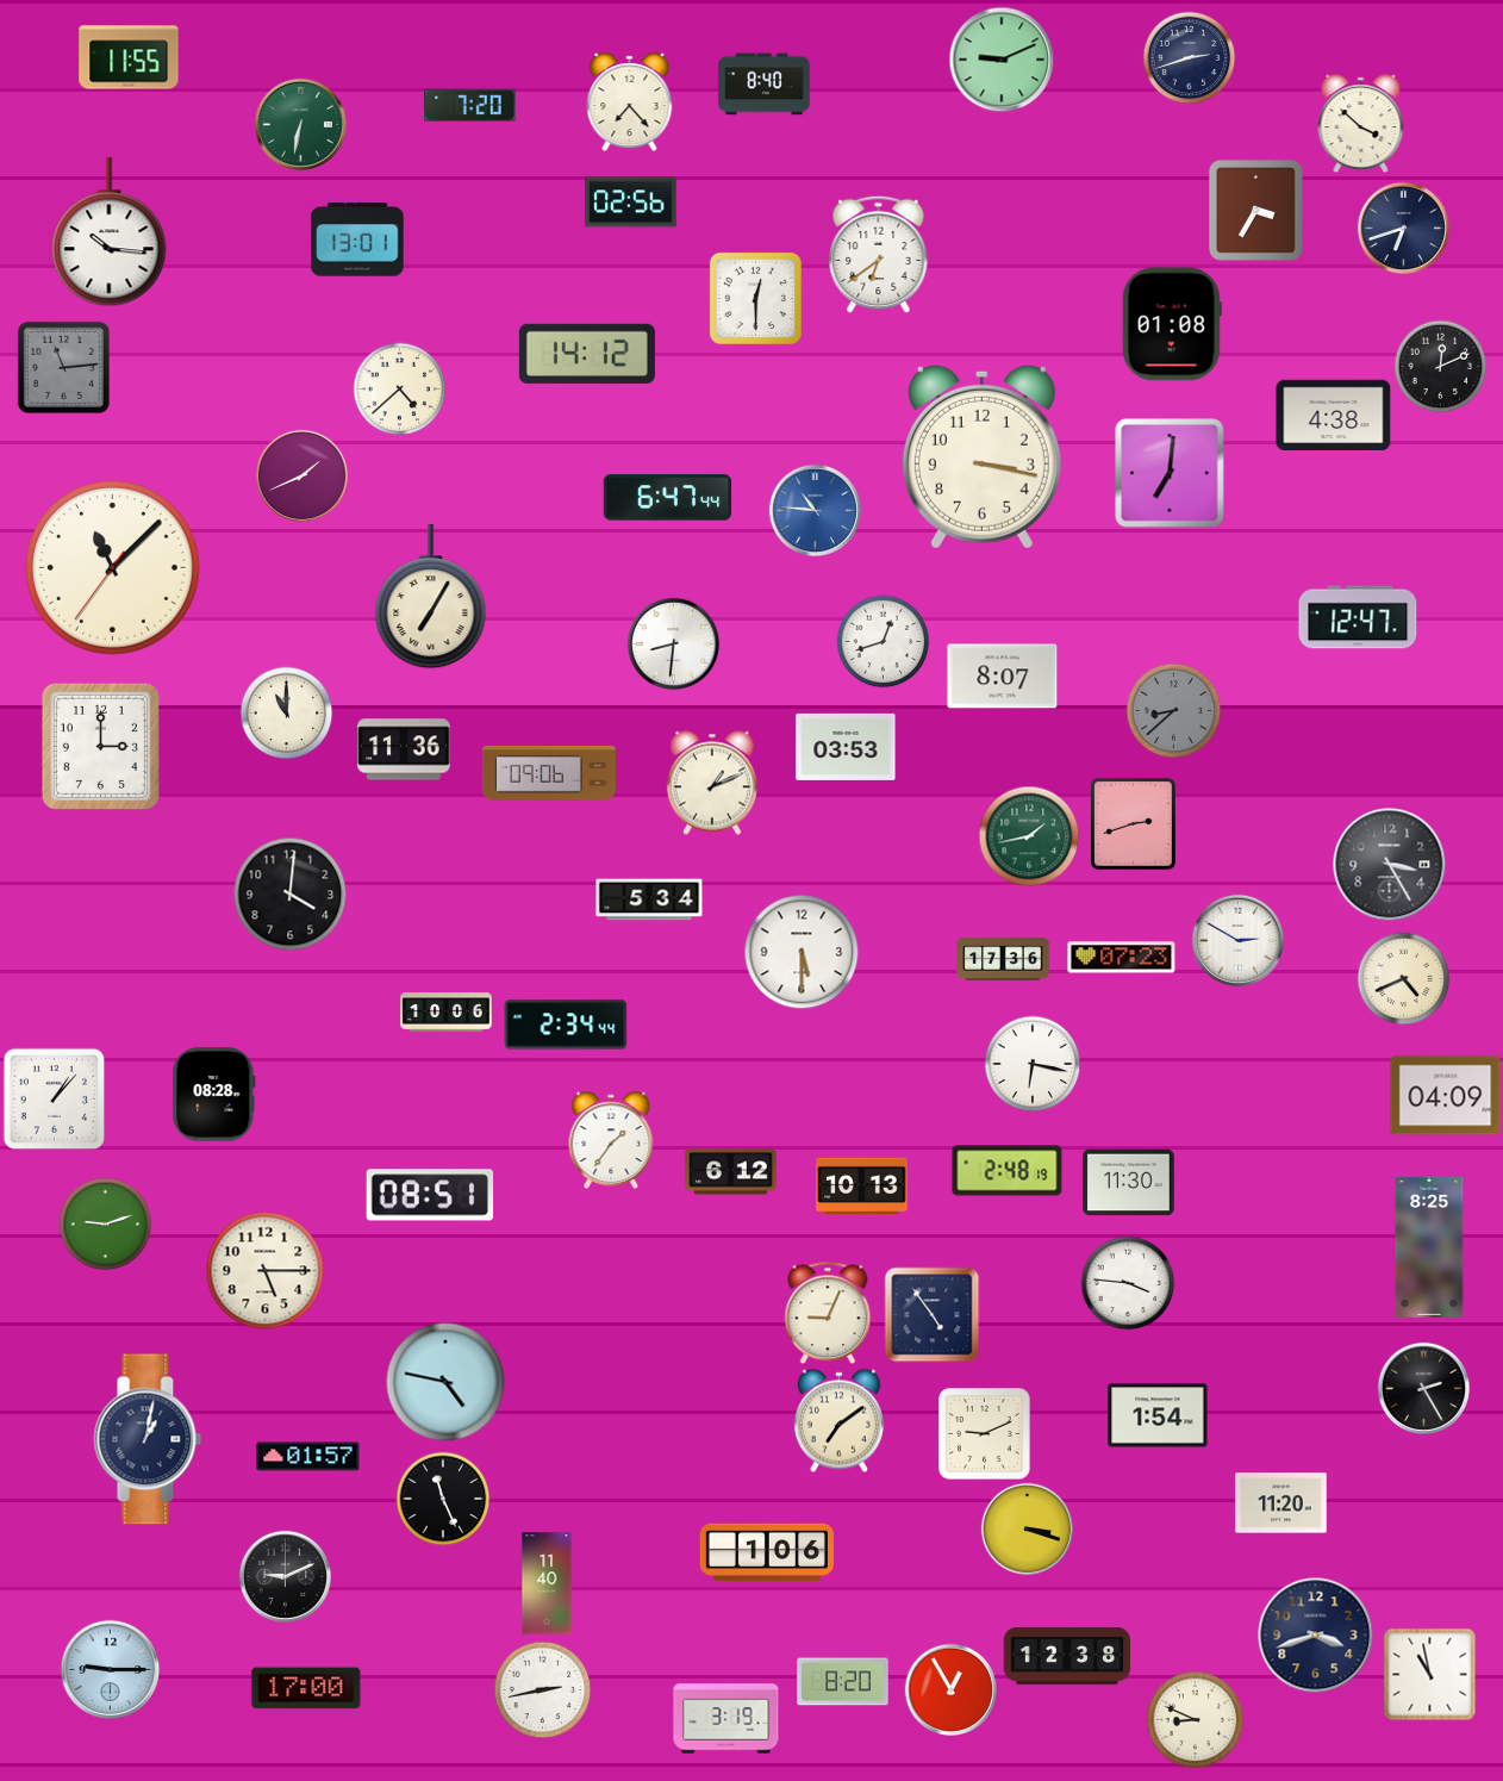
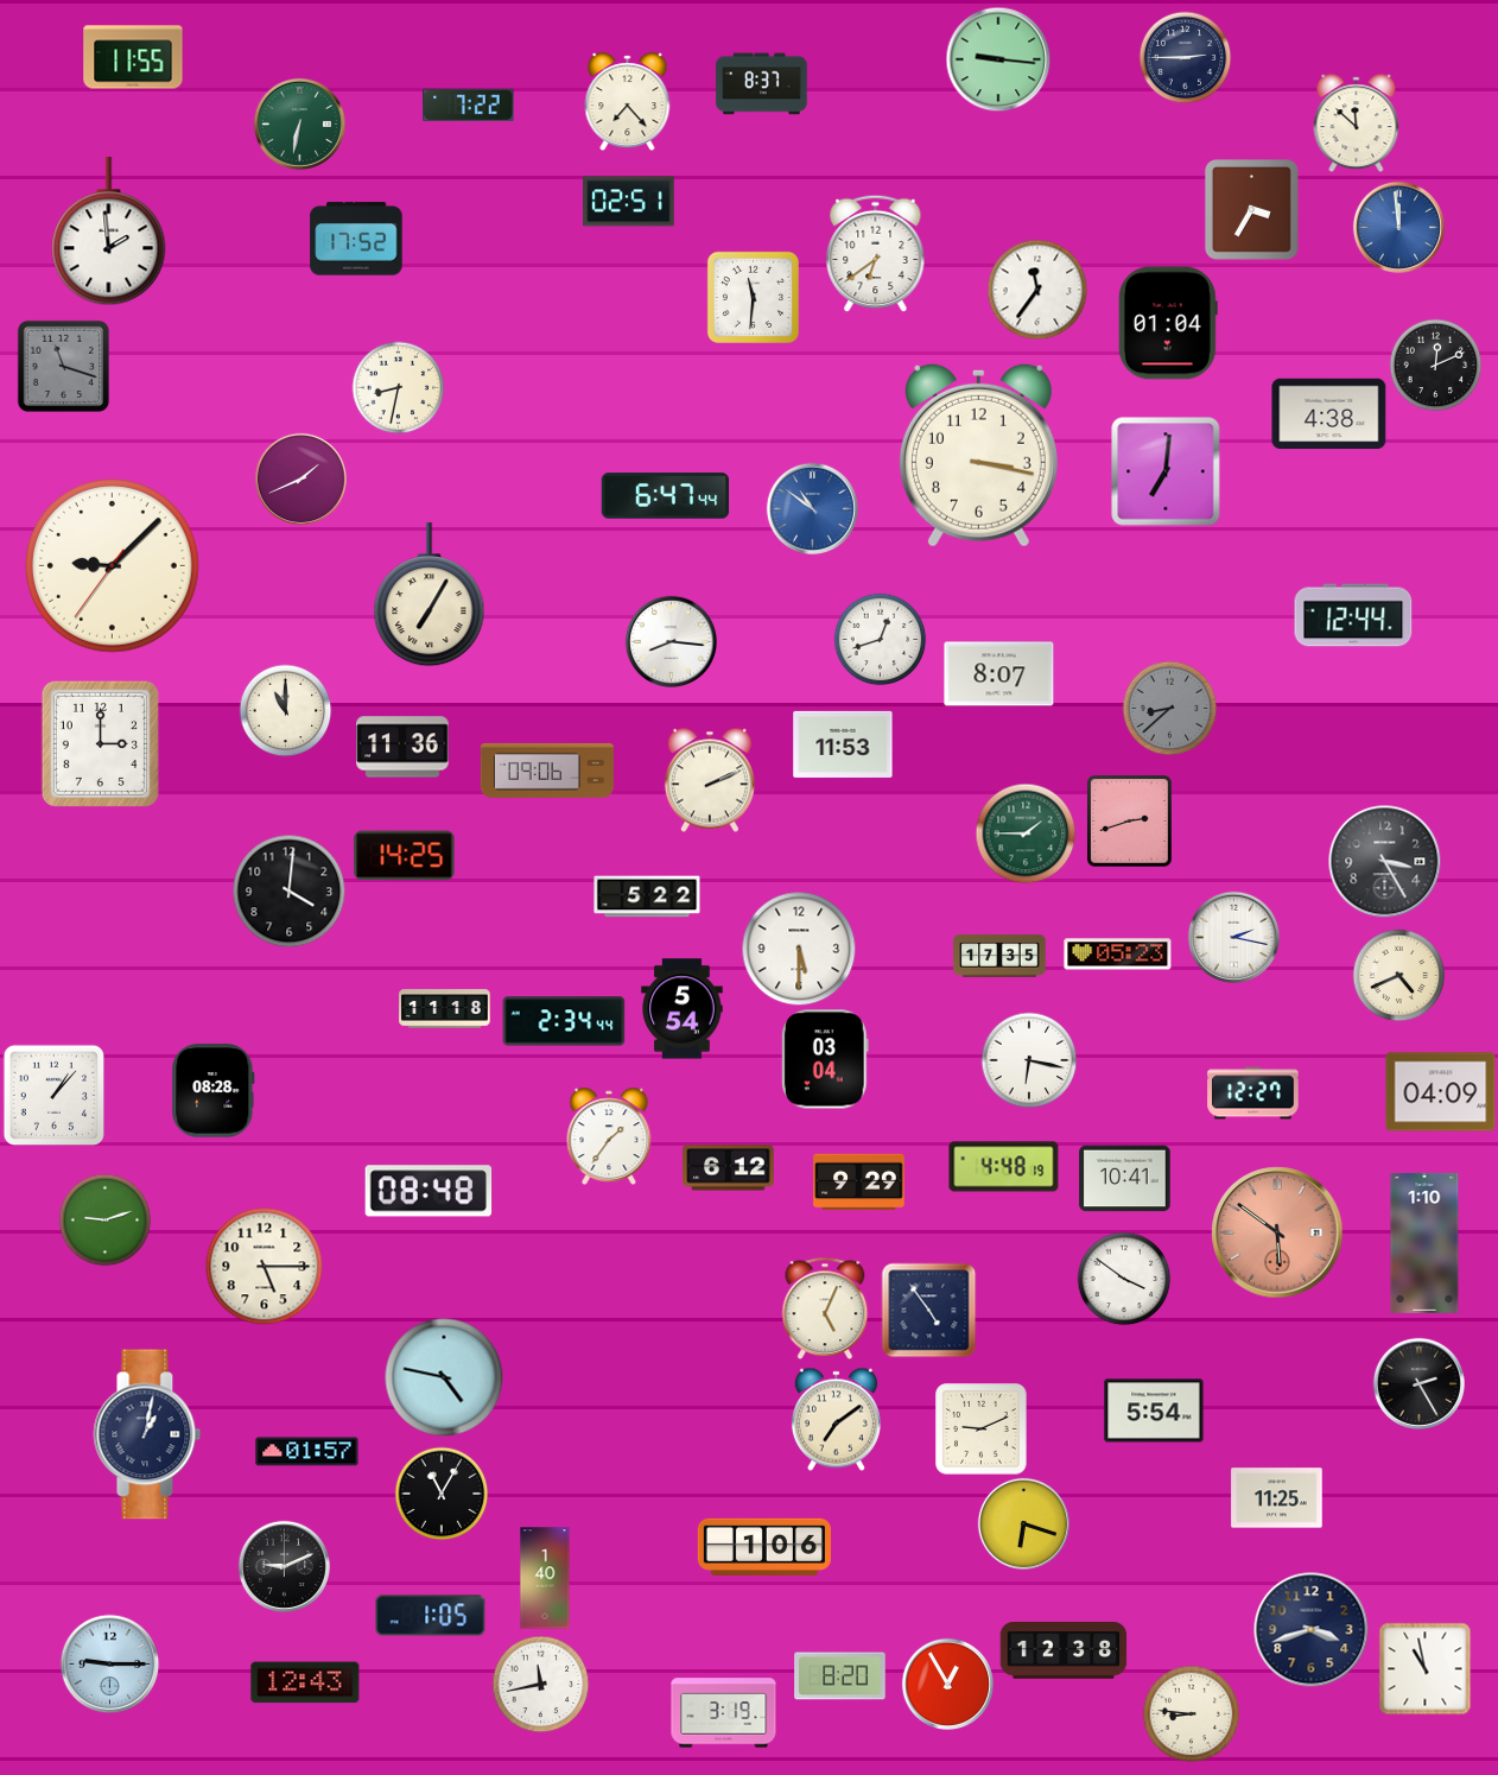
clock at (129, 57) position: (129, 57) -> (133, 57)
clock at (1189, 57): 2:42 -> 2:45
clock at (1002, 60): 9:11 -> 9:16
clock at (765, 85): 8:40 -> 8:37
clock at (470, 105): 7:20 -> 7:22
clock at (1361, 124): 3:52 -> 11:52
clock at (631, 203): 02:56 -> 02:51
clock at (1403, 228): 6:42 -> 11:59
clock at (1403, 228) dial: navy -> blue
clock at (110, 232): 10:16 -> 1:59
clock at (357, 239): 13:01 -> 17:52
clock at (1037, 290): none -> 11:36
clock at (755, 298): 12:30 -> 11:31
clock at (1172, 324): 01:08 -> 01:04
clock at (587, 354): 14:12 -> none
clock at (63, 367): 11:14 -> 11:18
clock at (399, 388): 4:38 -> 8:32
clock at (301, 475) position: (301, 475) -> (300, 478)
clock at (815, 510): 10:46 -> 10:51
clock at (113, 568): 11:07 -> 9:07
clock at (1358, 617): 12:47 -> 12:44
clock at (673, 643): 8:31 -> 8:16
clock at (846, 747): 03:53 -> 11:53
clock at (712, 783): 1:11 -> 2:11
clock at (1029, 836): 1:43 -> 1:45
clock at (405, 856): none -> 14:25
clock at (649, 899): 5:34 -> 5:22
clock at (1237, 940): 2:50 -> 2:17
clock at (1122, 958): 07:23 -> 05:23
clock at (1003, 959): 17:36 -> 17:35
clock at (447, 1013): 10:06 -> 11:18
clock at (683, 1009): none -> 5:54
clock at (825, 1059): none -> 03:04
clock at (1253, 1093): none -> 12:27
clock at (1008, 1171): 2:48 -> 4:48
clock at (1129, 1183): 11:30 -> 10:41
clock at (862, 1187): 10:13 -> 9:29
clock at (430, 1195): 08:51 -> 08:48
clock at (1277, 1232): none -> 5:51
clock at (1429, 1247): 8:25 -> 1:10
clock at (1128, 1283): 3:46 -> 3:51
clock at (828, 1313): 9:04 -> 5:04
clock at (1158, 1415): 1:54 -> 5:54
clock at (838, 1420) position: (838, 1420) -> (836, 1419)
clock at (443, 1499): 11:26 -> 11:05
clock at (1281, 1503): 11:20 -> 11:25
clock at (1027, 1528): 3:18 -> 6:18
clock at (285, 1576) position: (285, 1576) -> (284, 1566)
clock at (547, 1583): 11:40 -> 1:40
clock at (431, 1616): none -> 1:05
clock at (306, 1688): 17:00 -> 12:43
clock at (542, 1689): 2:43 -> 11:43
clock at (1195, 1719): 8:49 -> 8:46
